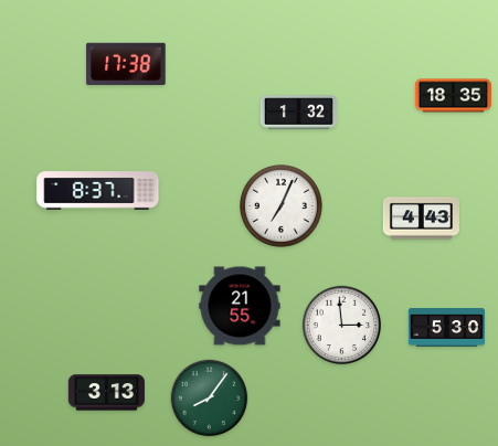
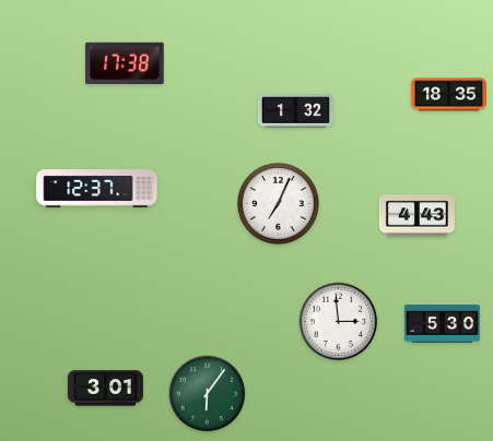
clock at (98, 191): 8:37 -> 12:37
clock at (240, 306): 21:55 -> none
clock at (106, 393): 3:13 -> 3:01
clock at (210, 399): 8:06 -> 6:06
